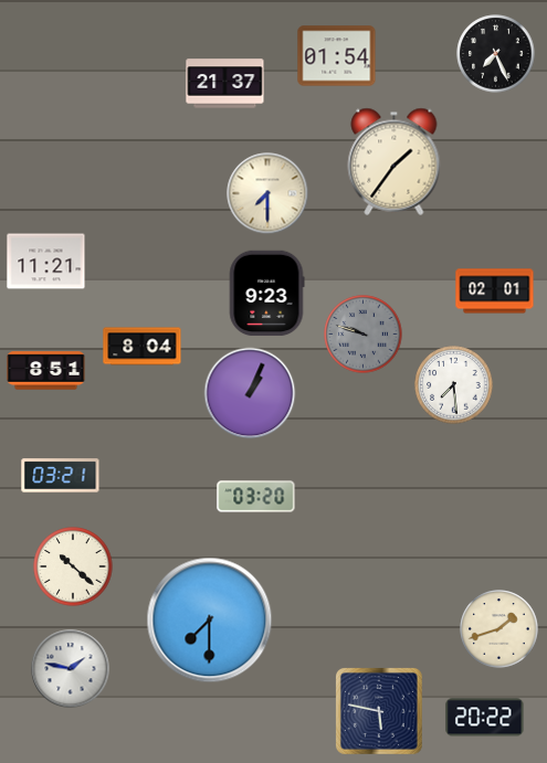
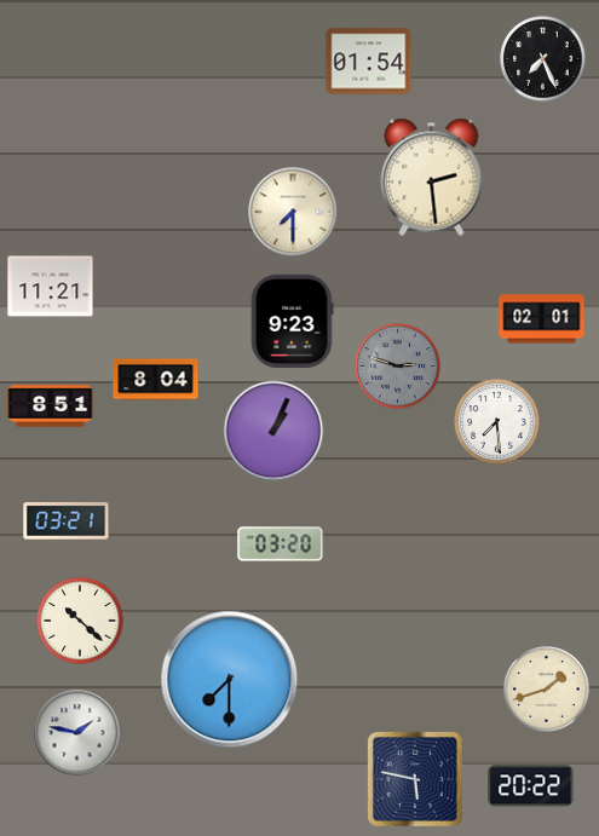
clock at (225, 84): 21:37 -> none
clock at (395, 161): 1:36 -> 2:29
clock at (364, 335): 9:48 -> 2:48
